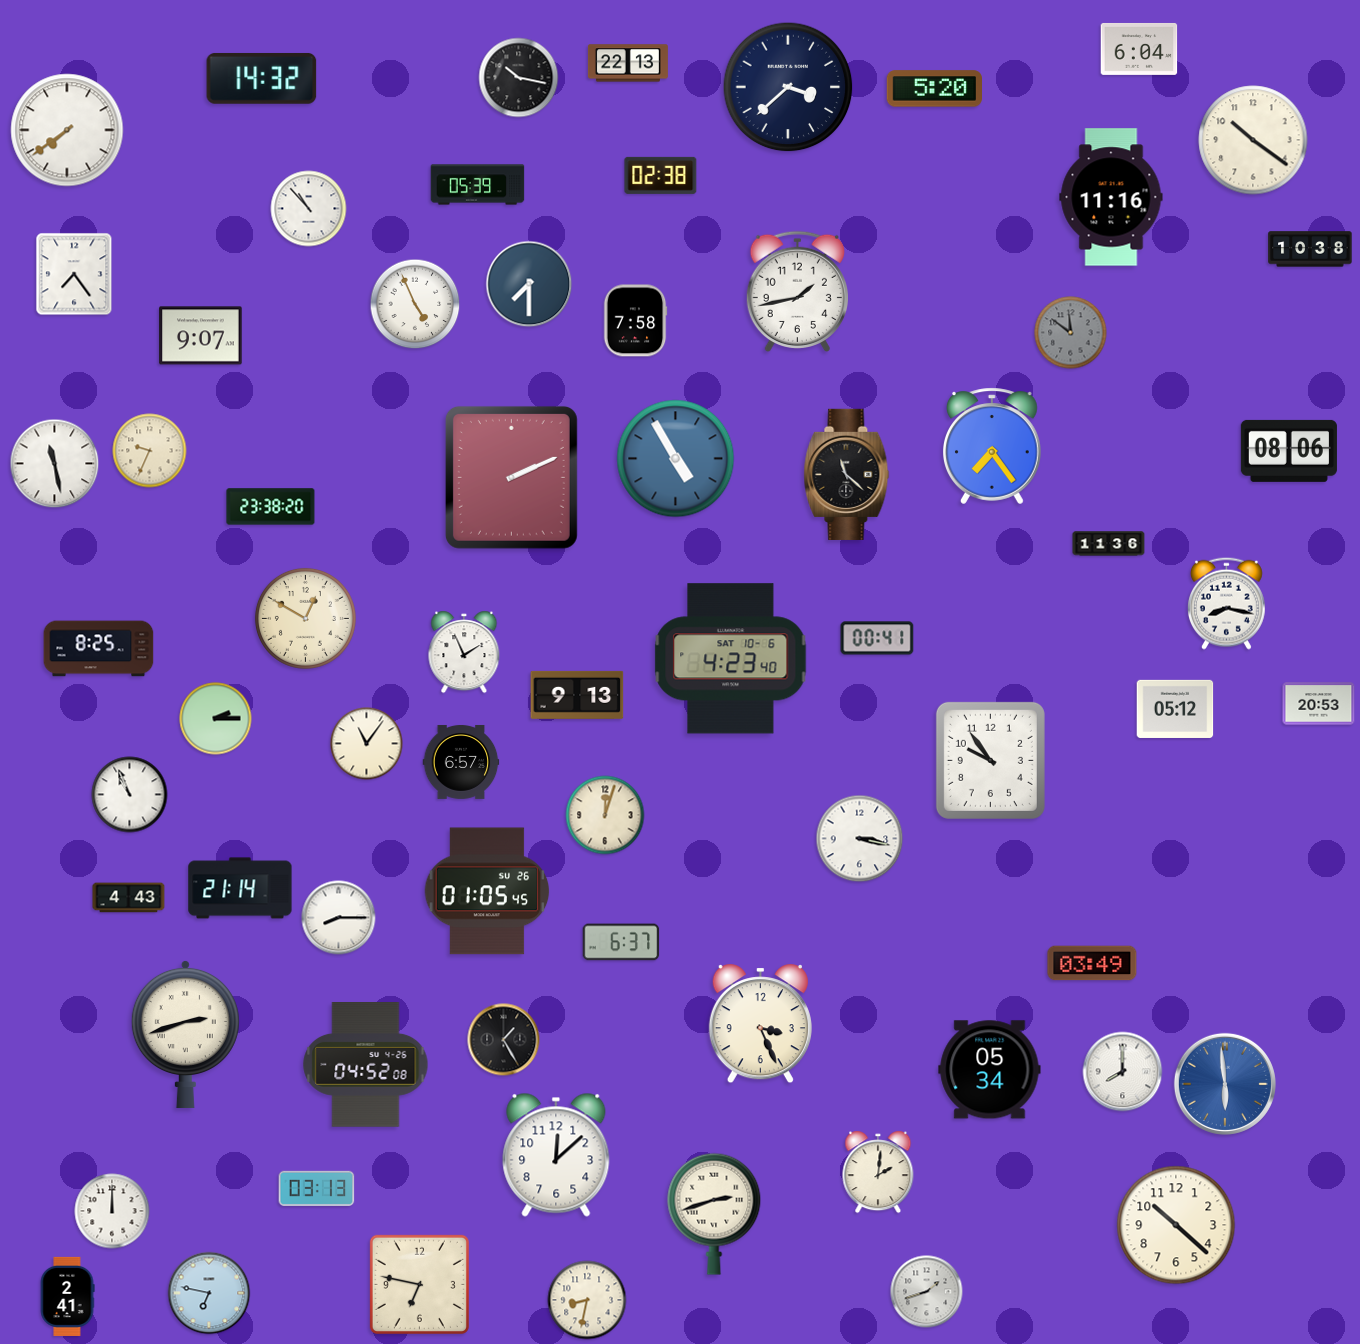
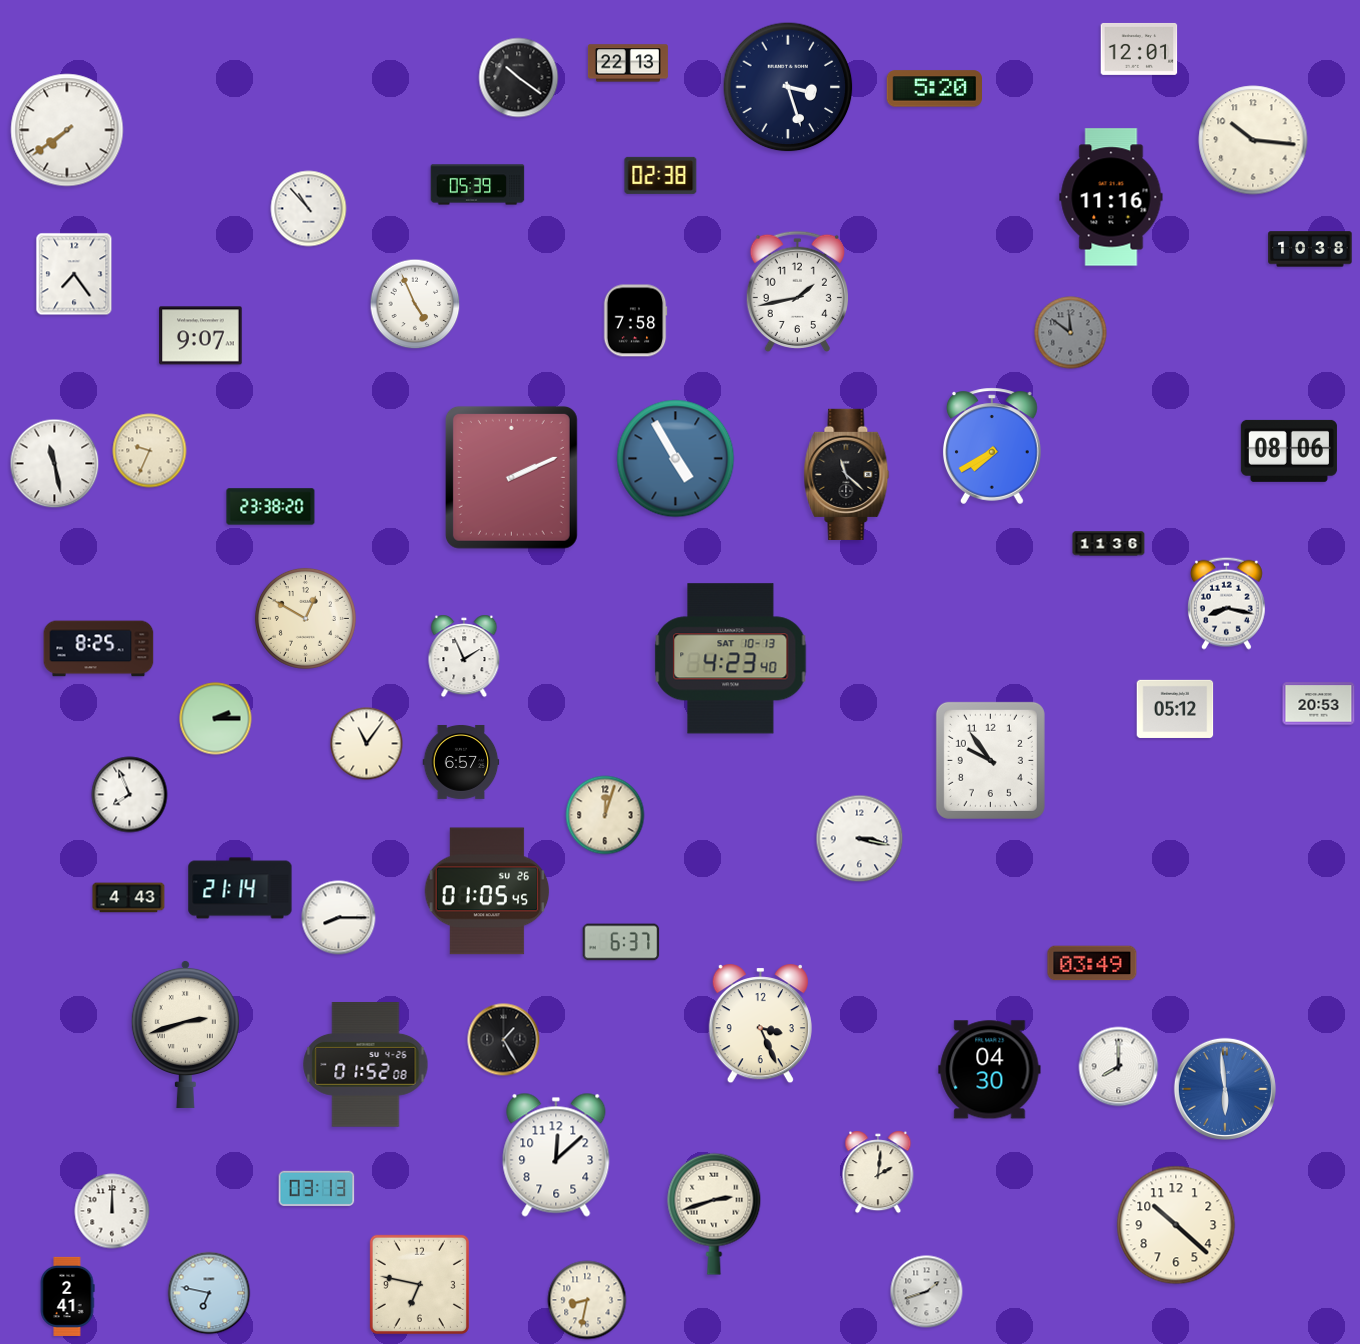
clock at (1139, 49): 6:04 -> 12:01
clock at (519, 78): 10:17 -> 10:21
clock at (262, 79): 14:32 -> none
clock at (788, 87): 3:38 -> 3:27
clock at (1253, 140): 10:21 -> 10:16
clock at (529, 284): 7:30 -> none
clock at (993, 446): 7:24 -> 7:40
clock at (877, 638): 00:41 -> none
clock at (464, 652) position: (464, 652) -> (464, 656)
clock at (731, 659) date: SAT 10-6 -> SAT 10-13
clock at (577, 695): 9:13 -> none
clock at (130, 795): 10:56 -> 7:56
clock at (366, 1065): 04:52 -> 01:52
clock at (990, 1070): 05:34 -> 04:30
clock at (1123, 1072) position: (1123, 1072) -> (1119, 1067)
clock at (1225, 1084) position: (1225, 1084) -> (1225, 1089)
